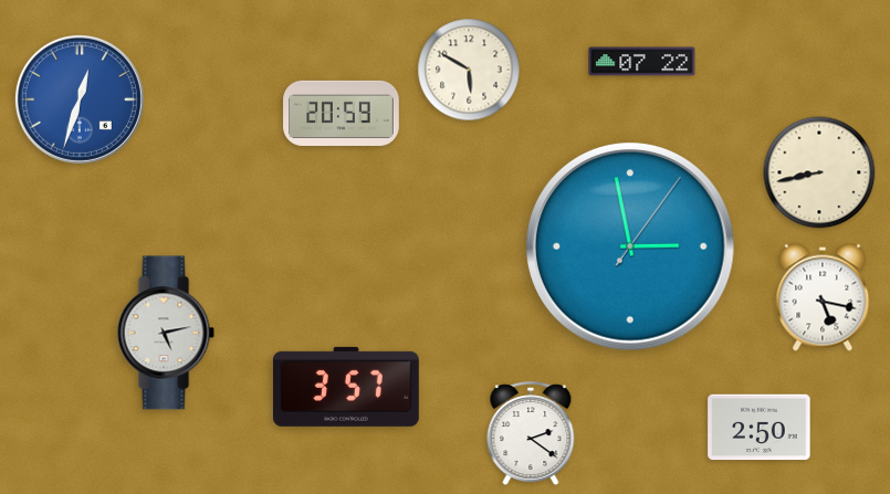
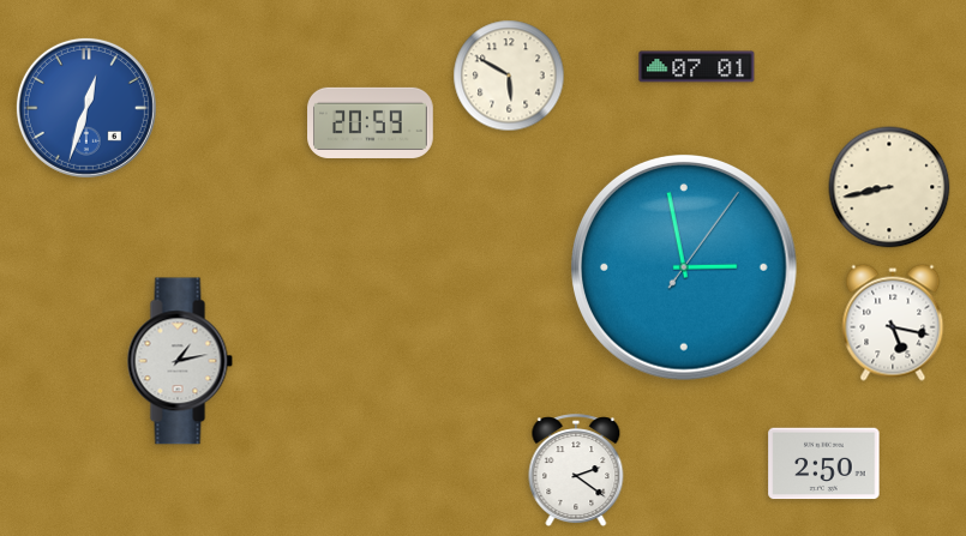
clock at (642, 62): 07:22 -> 07:01
clock at (166, 333): 5:13 -> 1:13
clock at (346, 387): 3:57 -> none
